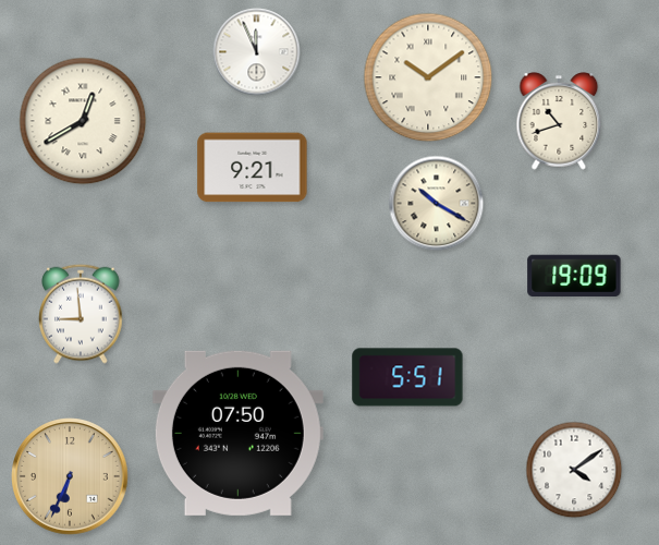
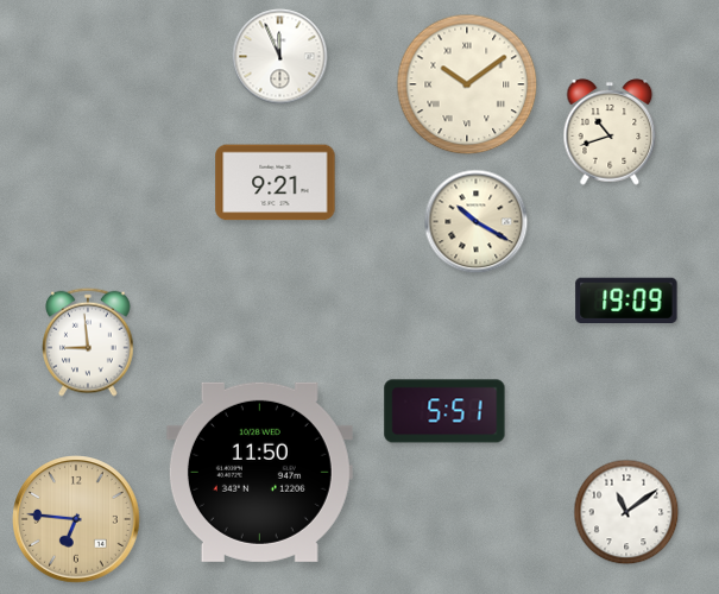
clock at (83, 121): 12:40 -> none
clock at (237, 433): 07:50 -> 11:50
clock at (574, 470): 4:09 -> 11:09
clock at (70, 476): 6:34 -> 6:46
